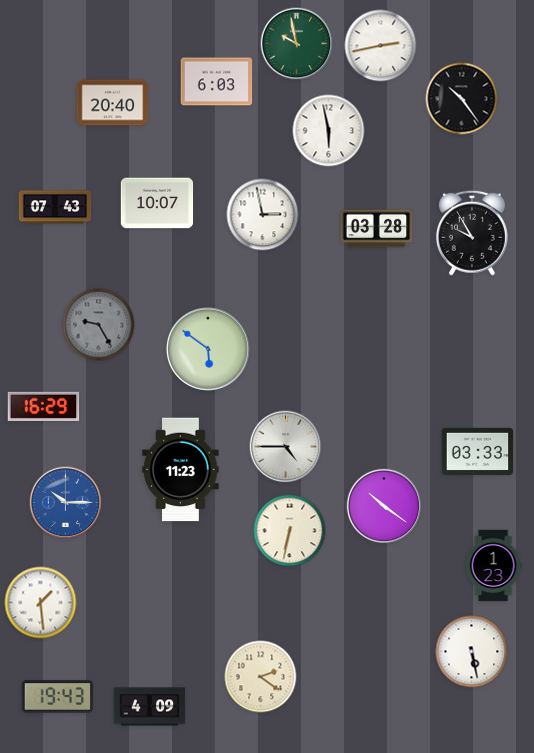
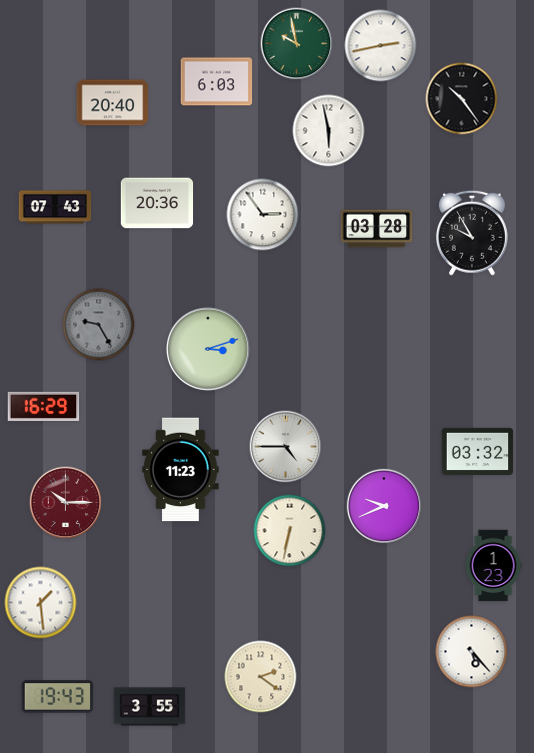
clock at (157, 203): 10:07 -> 20:36
clock at (263, 215): 2:58 -> 2:54
clock at (208, 349): 5:51 -> 3:12
clock at (478, 451): 03:33 -> 03:32
clock at (66, 503) dial: blue -> burgundy
clock at (384, 506): 10:21 -> 9:41
clock at (472, 652): 5:28 -> 5:23
clock at (150, 707): 4:09 -> 3:55
